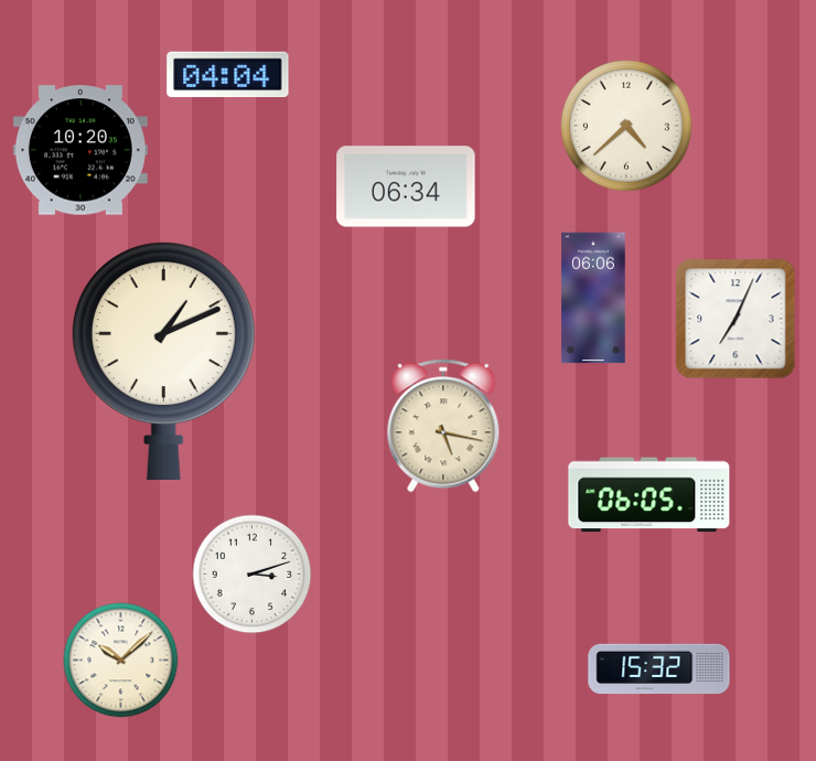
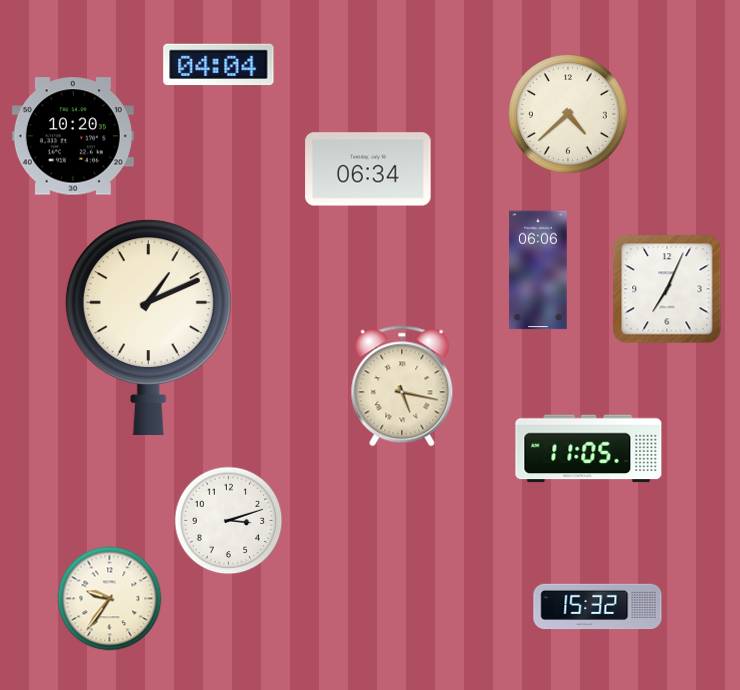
clock at (228, 75) position: (228, 75) -> (219, 65)
clock at (649, 495): 06:05 -> 11:05
clock at (121, 661): 10:08 -> 9:36
